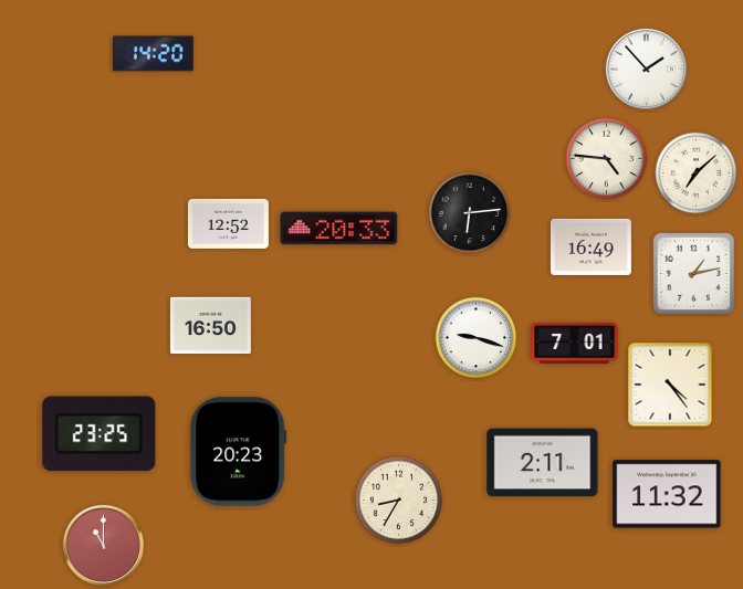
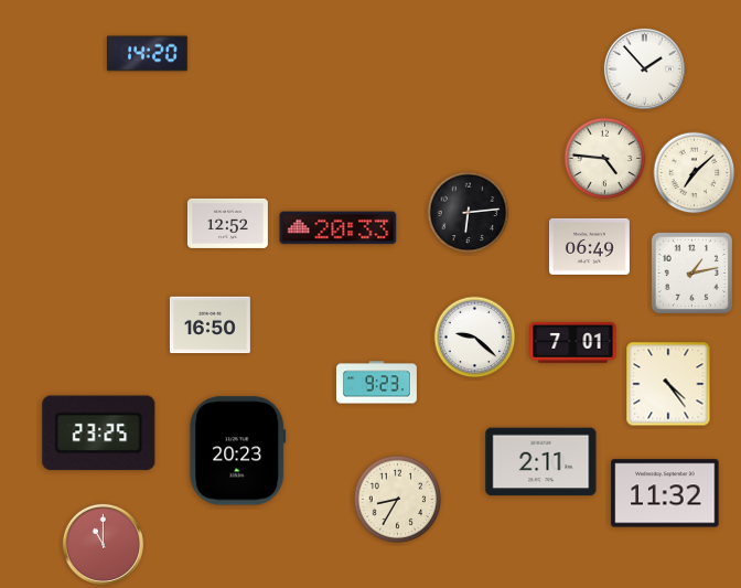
clock at (153, 54) position: (153, 54) -> (147, 54)
clock at (590, 246): 16:49 -> 06:49
clock at (477, 338): 9:18 -> 9:22
clock at (376, 383): none -> 9:23
